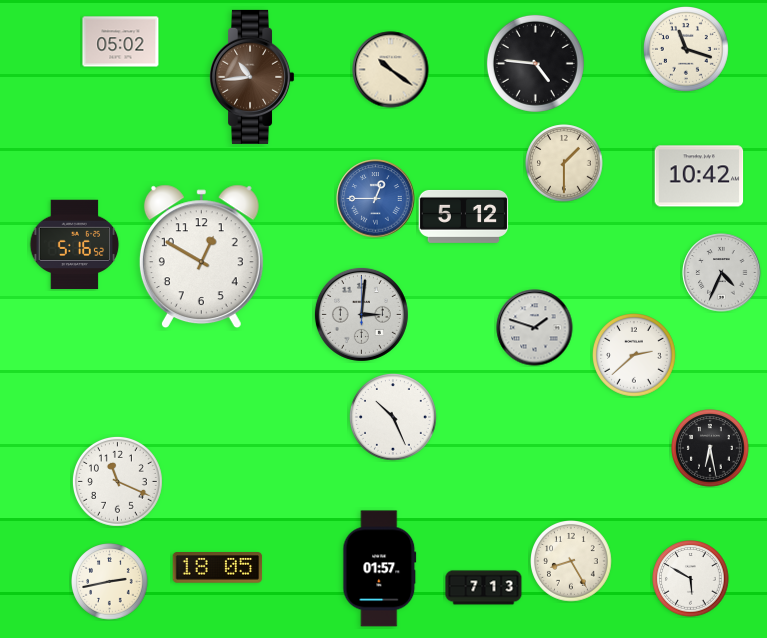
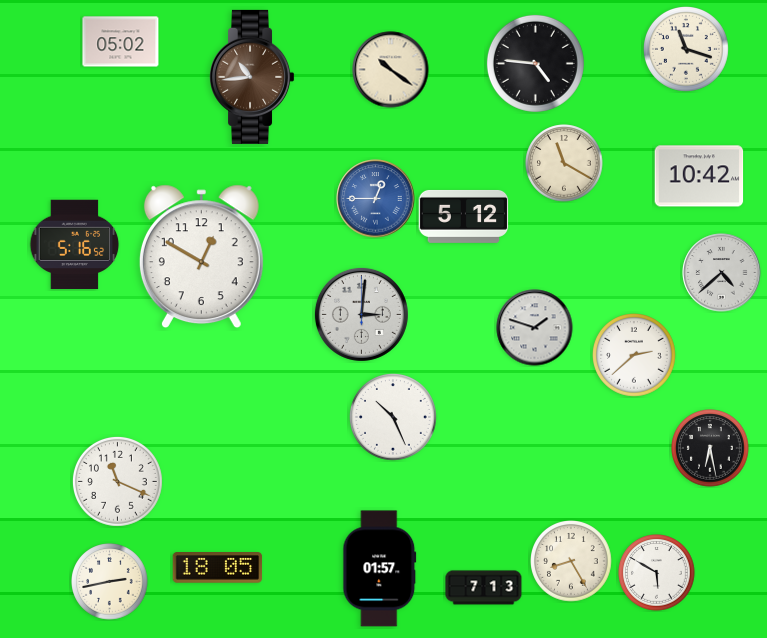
clock at (564, 163): 1:30 -> 11:20
clock at (722, 273): 4:34 -> 4:38
clock at (691, 579) position: (691, 579) -> (657, 573)
